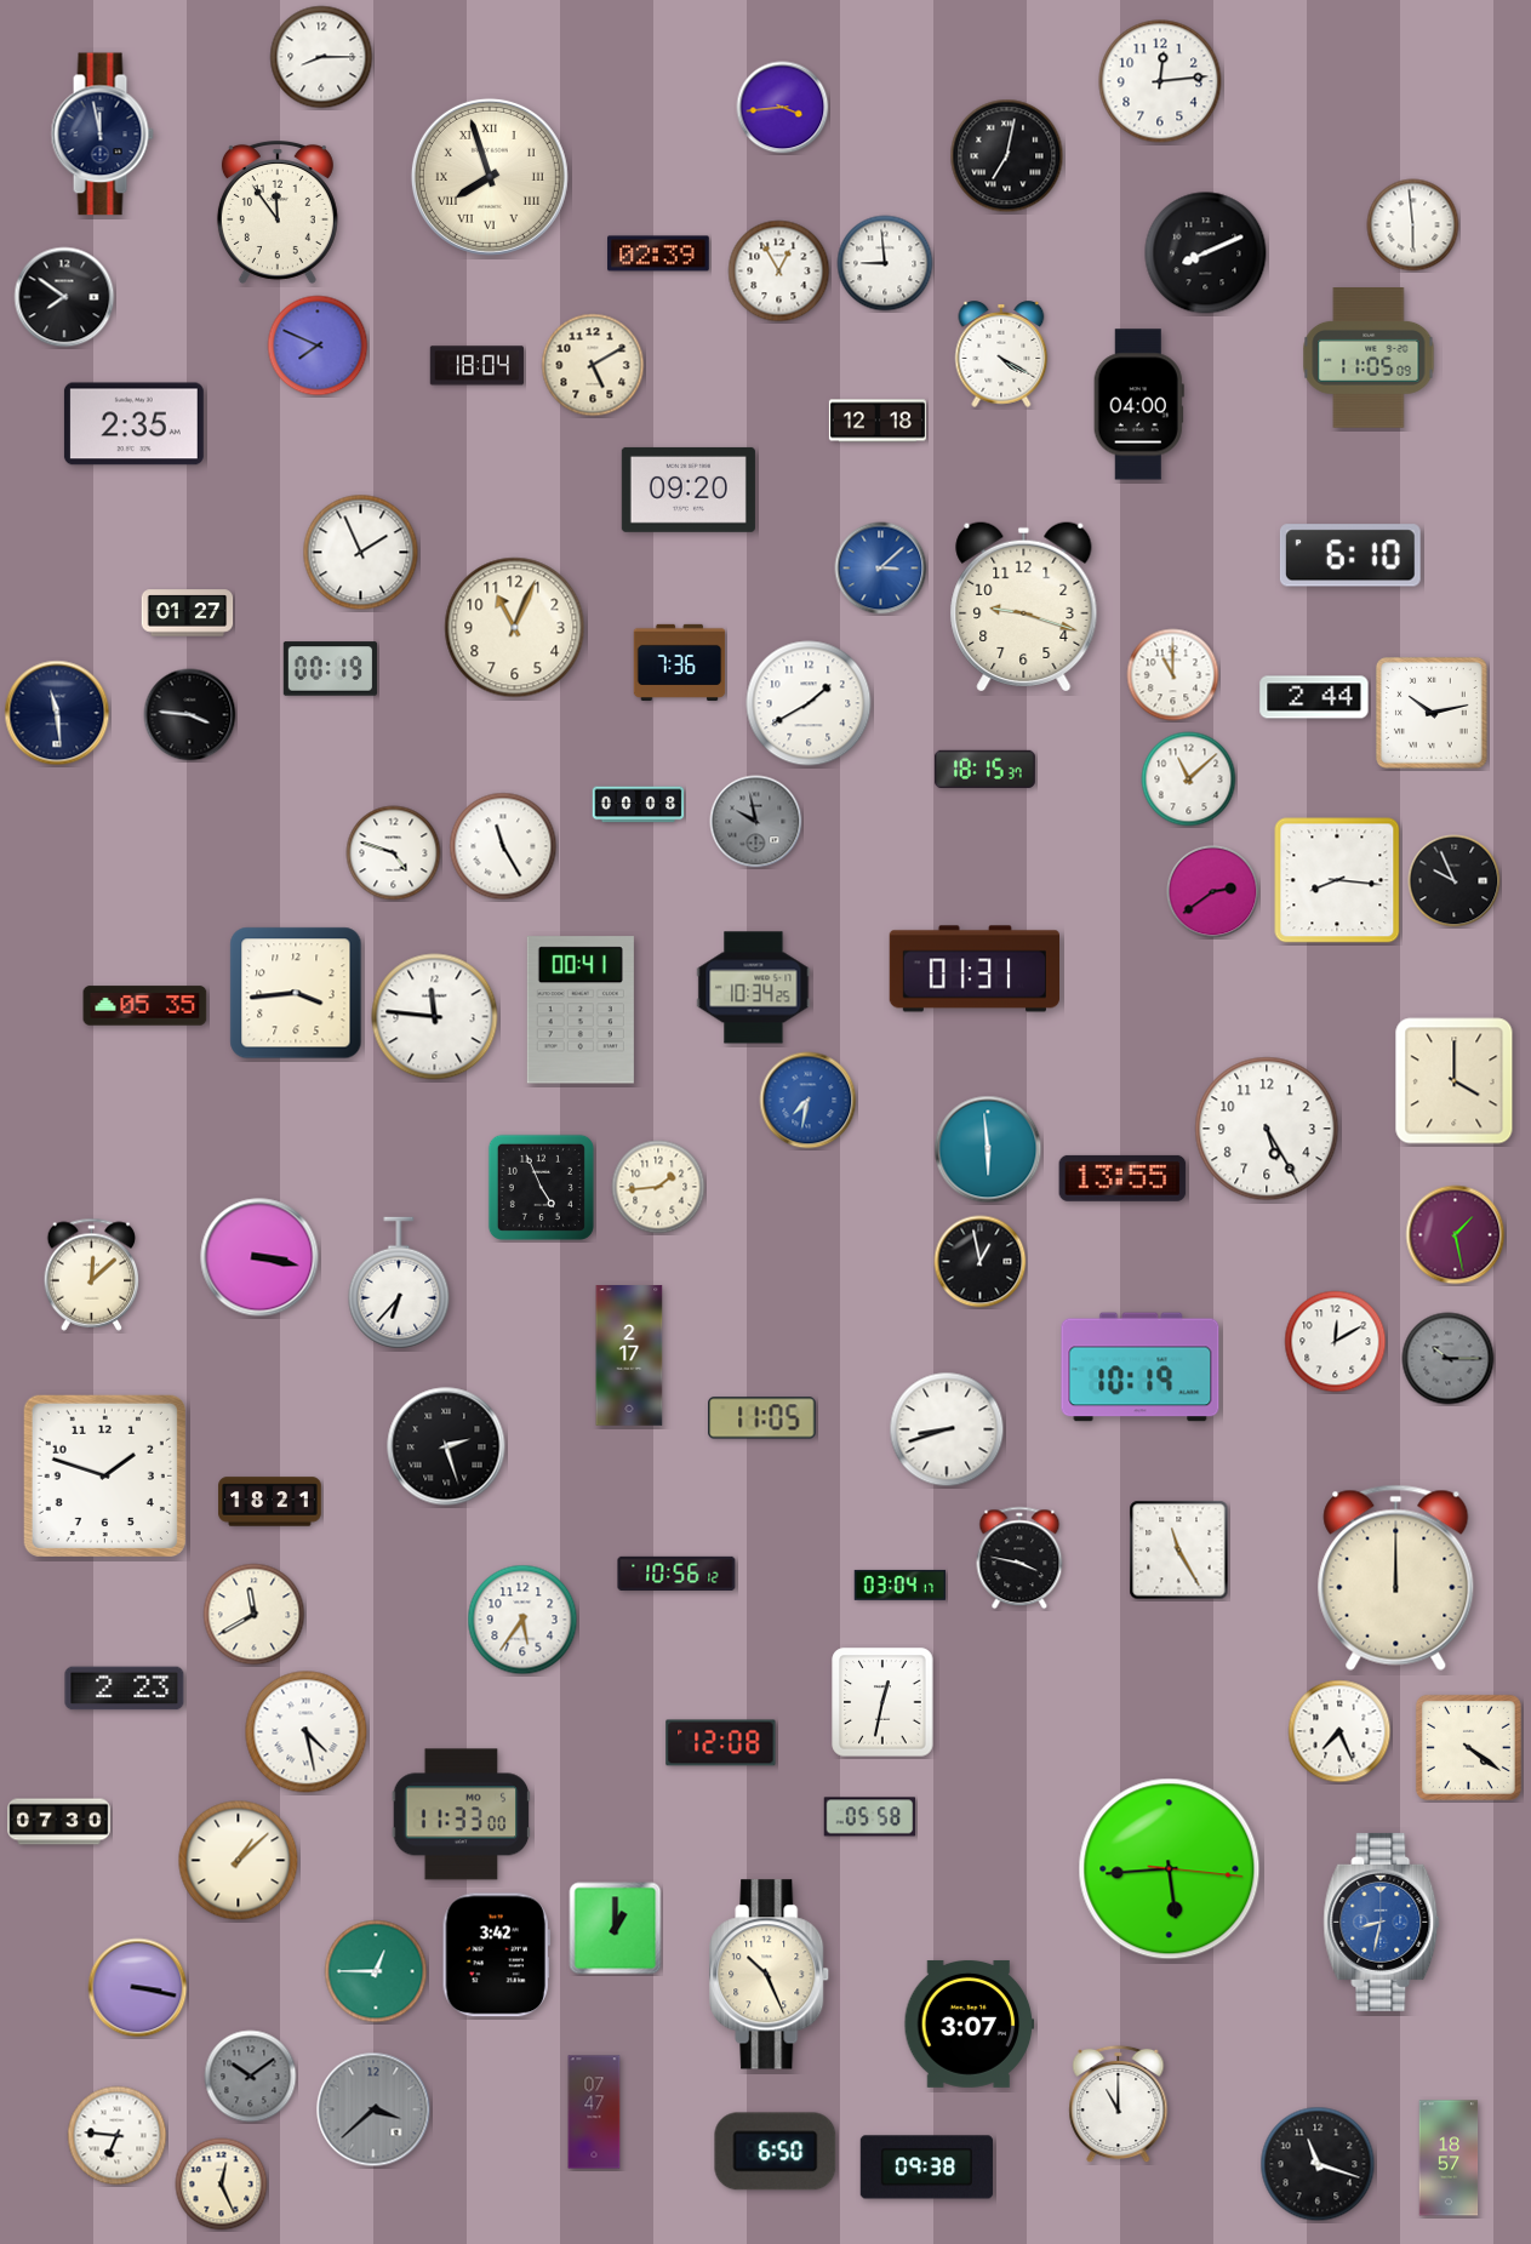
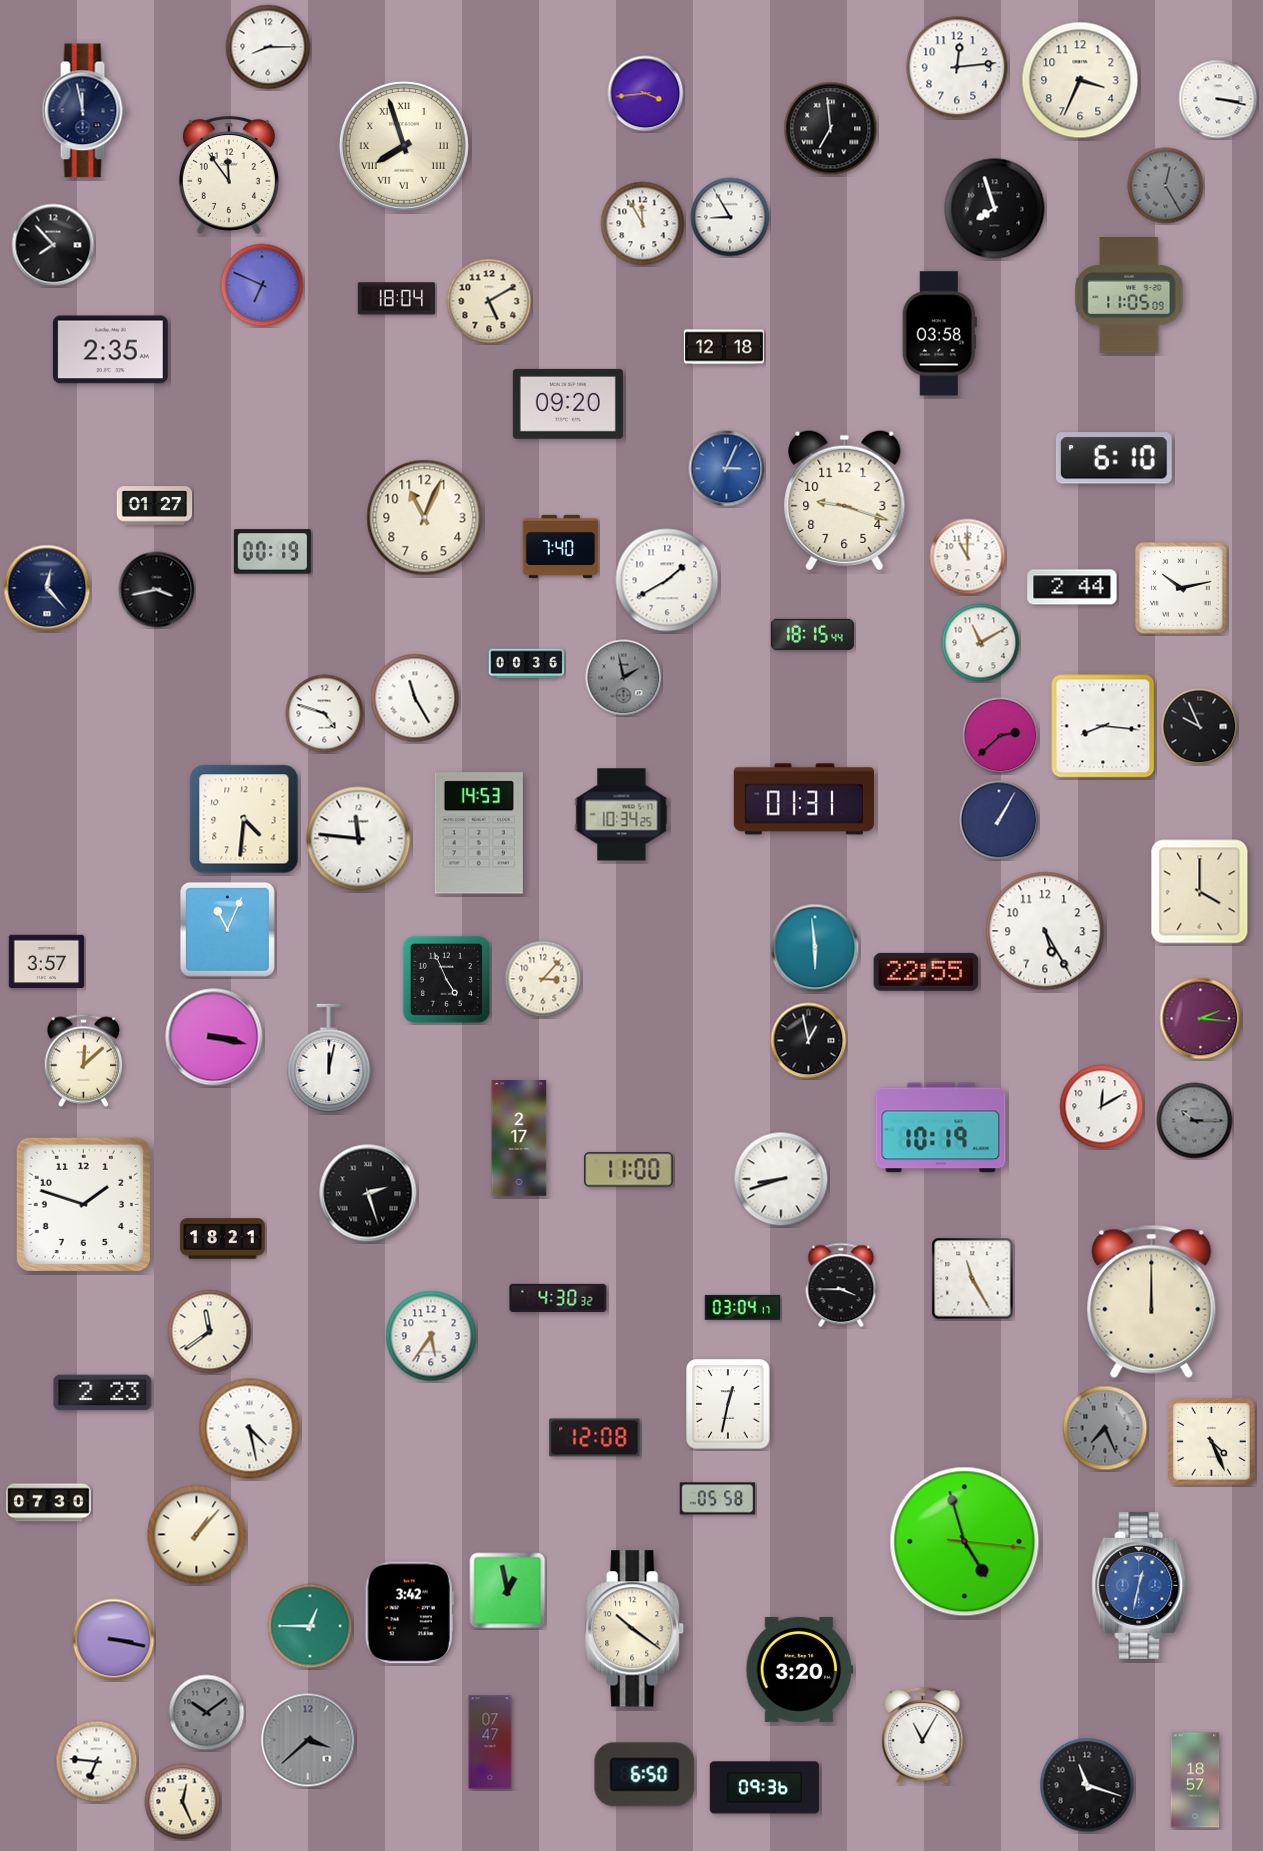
clock at (321, 57) position: (321, 57) -> (268, 47)
clock at (1080, 80): none -> 3:34
clock at (783, 108) position: (783, 108) -> (646, 94)
clock at (1218, 99): none -> 3:17
clock at (1007, 156): 7:02 -> 6:59
clock at (1413, 225): 5:59 -> 12:25
clock at (1413, 225) dial: white -> grey
clock at (658, 253): 02:39 -> none
clock at (1206, 253): 8:11 -> 7:57
clock at (885, 263): 8:59 -> 8:55
clock at (779, 272): 12:55 -> 11:55
clock at (64, 297): 7:51 -> 7:53
clock at (318, 346): 7:49 -> 6:49
clock at (1001, 354): 4:20 -> none
clock at (476, 366) position: (476, 366) -> (396, 299)
clock at (1138, 405): 04:00 -> 03:58
clock at (361, 553): 1:56 -> none
clock at (881, 569): 3:08 -> 3:04
clock at (680, 662): 7:36 -> 7:40
clock at (1314, 697) position: (1314, 697) -> (1072, 587)
clock at (57, 713): 11:29 -> 12:23
clock at (190, 715): 3:46 -> 3:43
clock at (984, 769): 18:15:37 -> 18:15:44
clock at (1189, 780): 11:08 -> 11:10
clock at (639, 805): 00:08 -> 00:36
clock at (756, 822): 9:58 -> 1:58
clock at (394, 853) position: (394, 853) -> (325, 714)
clock at (1213, 892): 2:39 -> 2:38
clock at (296, 993): 3:44 -> 4:31
clock at (999, 820): none -> 1:05
clock at (145, 1006): 05:35 -> none
clock at (581, 1010): 00:41 -> 14:53
clock at (809, 1101): 7:32 -> none
clock at (227, 929): none -> 11:04
clock at (47, 962): none -> 3:57
clock at (1122, 1178): 13:55 -> 22:55
clock at (658, 1187): 1:44 -> 3:07
clock at (1456, 1235): 1:28 -> 2:16
clock at (92, 1274) position: (92, 1274) -> (84, 1060)
clock at (399, 1283): 6:37 -> 12:02
clock at (629, 1355) position: (629, 1355) -> (519, 1138)
clock at (762, 1418): 11:05 -> 11:00
clock at (104, 1475) position: (104, 1475) -> (83, 1204)
clock at (1019, 1558): 3:47 -> 3:45
clock at (676, 1572): 10:56 -> 4:30
clock at (255, 1615): 11:40 -> 11:39
clock at (1339, 1731) dial: white -> grey
clock at (307, 1732) position: (307, 1732) -> (250, 1429)
clock at (1468, 1747): 4:21 -> 4:26
clock at (462, 1815): 11:33 -> none
clock at (239, 1861): 1:08 -> 1:07
clock at (1170, 1869): 5:44 -> 4:57
clock at (1382, 1922): 8:32 -> 12:32
clock at (616, 1929): 1:00 -> 12:58
clock at (770, 1975): 10:26 -> 10:21
clock at (970, 2023): 3:07 -> 3:20
clock at (1119, 2105): 11:00 -> 11:05
clock at (776, 2152) position: (776, 2152) -> (645, 1775)
clock at (926, 2168): 09:38 -> 09:36
